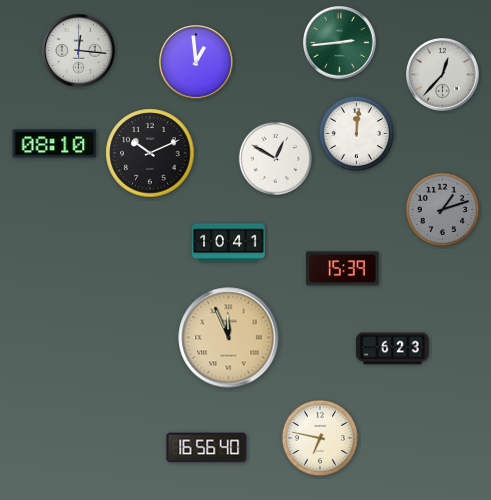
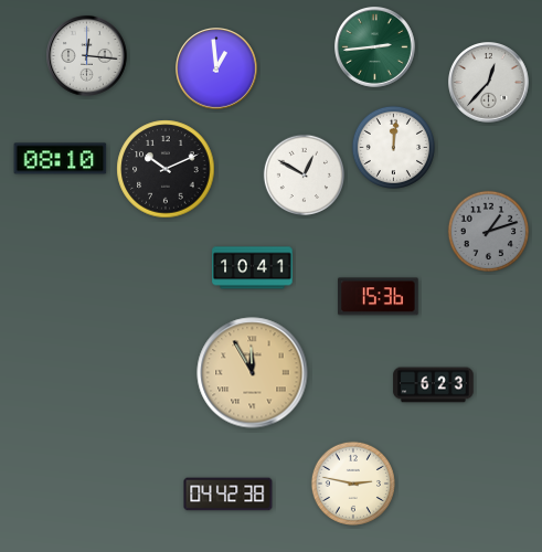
clock at (343, 269): 15:39 -> 15:36
clock at (229, 338): 11:56 -> 11:55
clock at (320, 438): 6:47 -> 2:47
clock at (207, 448): 16:56 -> 04:42
